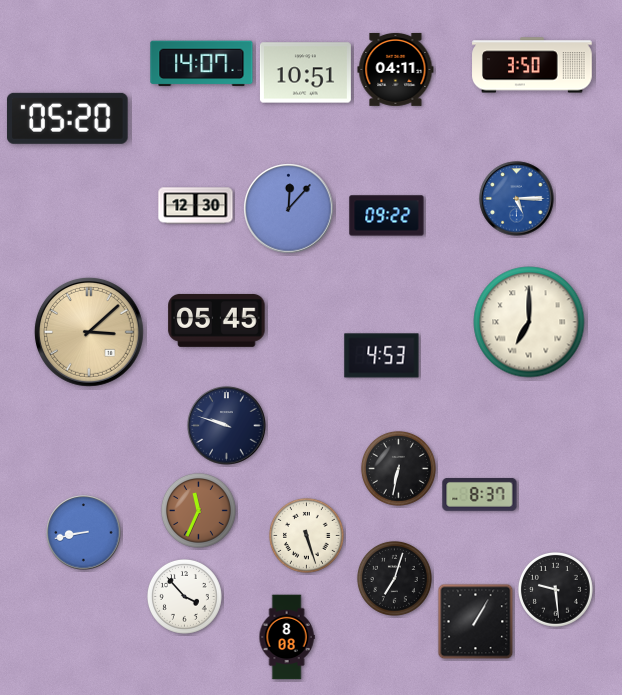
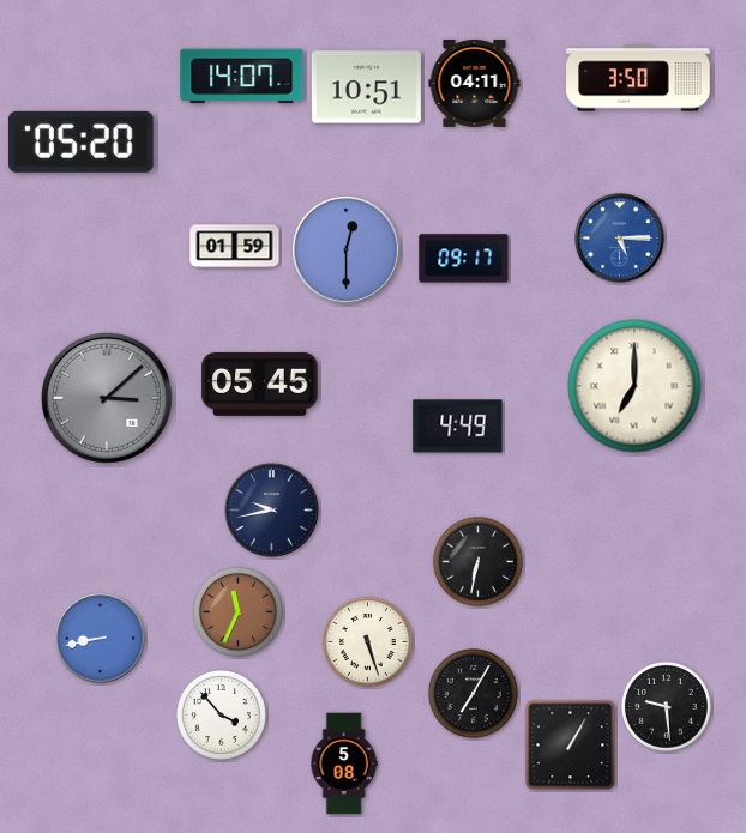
clock at (196, 206): 12:30 -> 01:59
clock at (289, 209): 12:07 -> 12:30
clock at (387, 216): 09:22 -> 09:17
clock at (89, 332) dial: champagne -> grey
clock at (382, 356): 4:53 -> 4:49
clock at (227, 426): 9:48 -> 9:43
clock at (480, 495): 8:37 -> none
clock at (394, 578): 7:03 -> 7:05
clock at (287, 637): 8:08 -> 5:08
